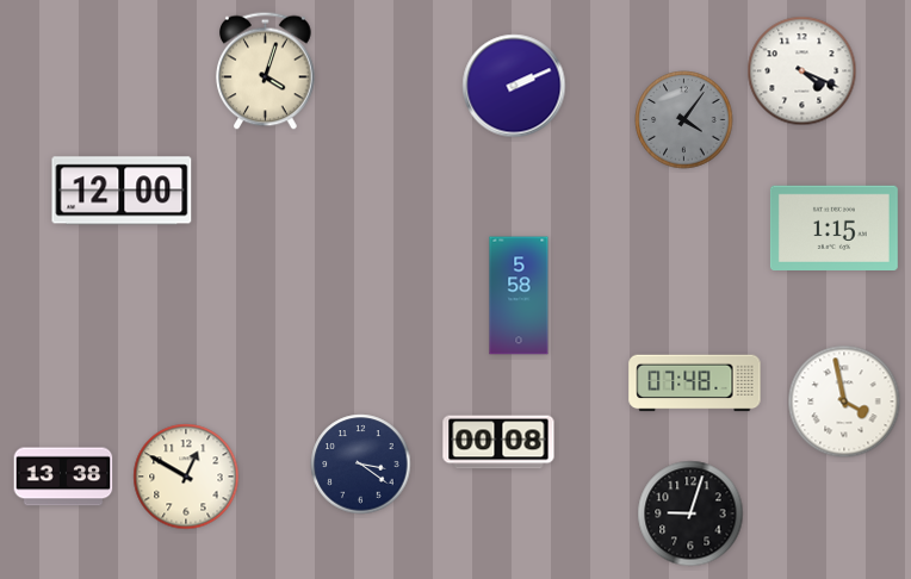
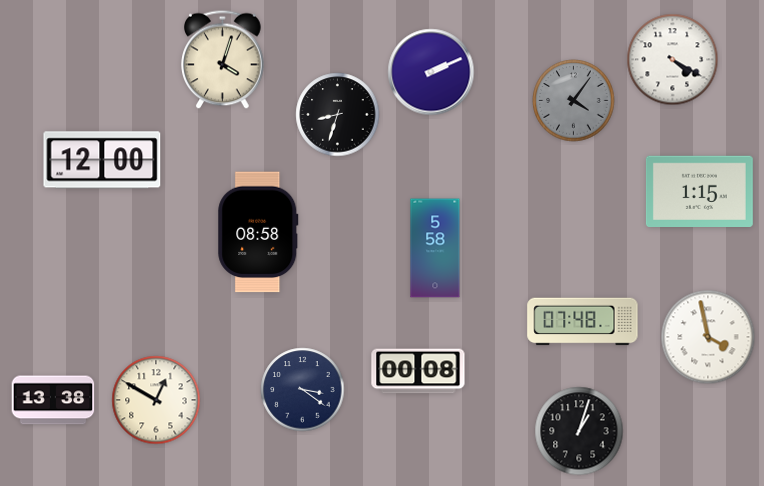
clock at (802, 71): 4:19 -> 4:20
clock at (338, 115): none -> 8:33
clock at (258, 232): none -> 08:58
clock at (690, 513): 9:03 -> 1:03
